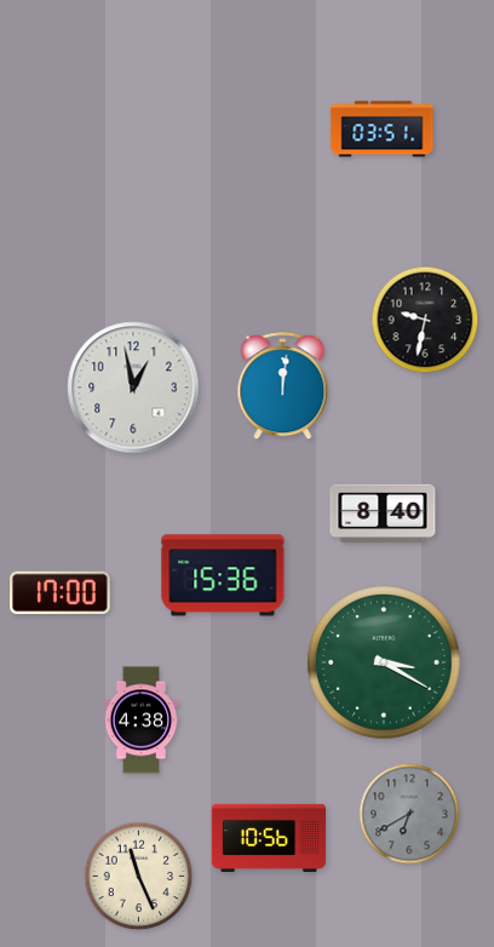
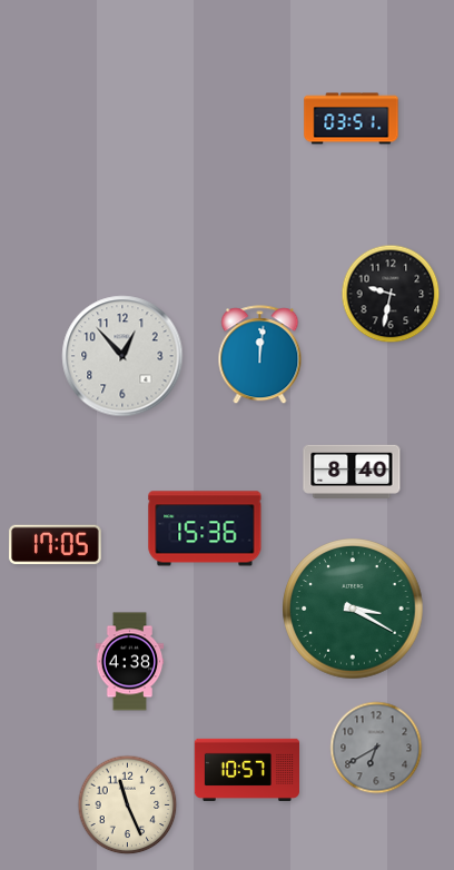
clock at (133, 388): 12:58 -> 12:53
clock at (61, 593): 17:00 -> 17:05
clock at (268, 837): 10:56 -> 10:57
